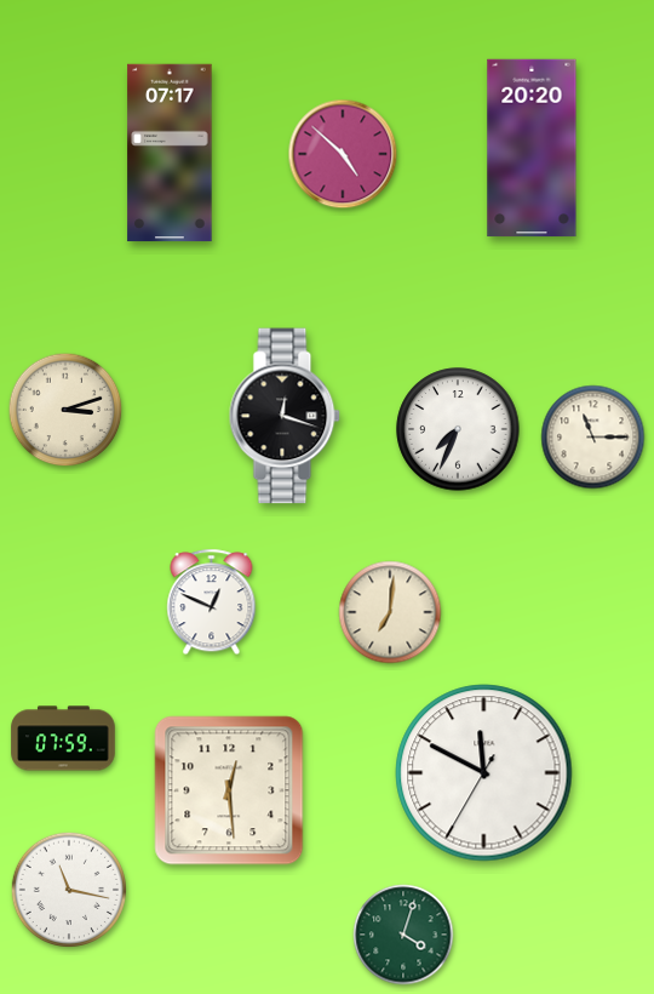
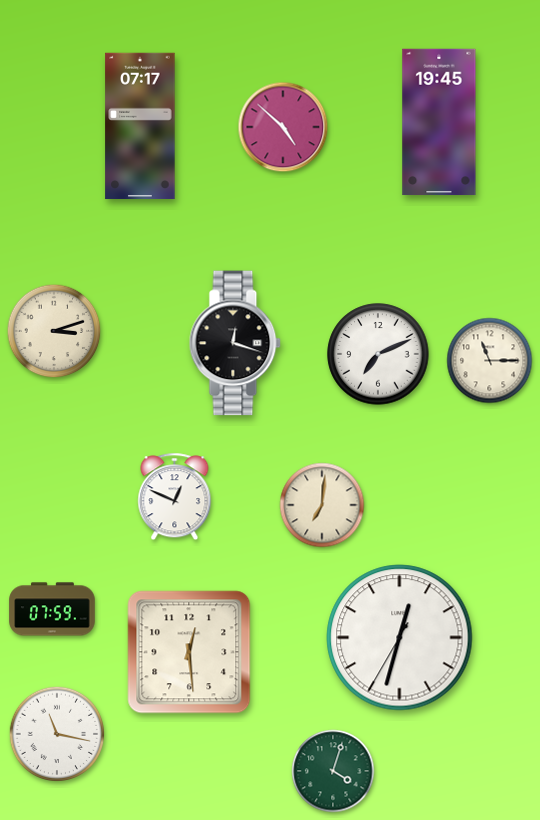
clock at (532, 148): 20:20 -> 19:45
clock at (65, 410) position: (65, 410) -> (54, 331)
clock at (458, 429): 7:34 -> 7:11
clock at (484, 773): 11:49 -> 12:32
